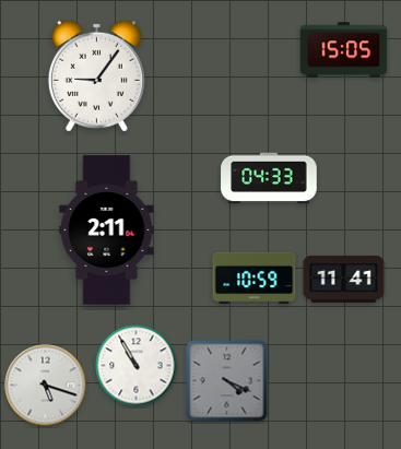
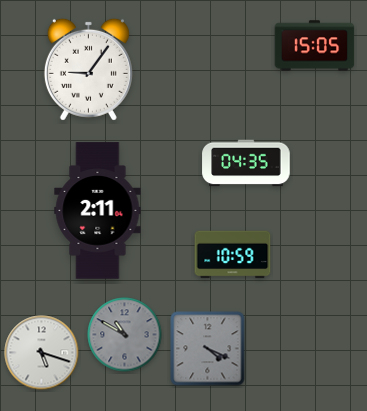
clock at (269, 178): 04:33 -> 04:35
clock at (344, 279): 11:41 -> none
clock at (137, 366): 10:55 -> 10:50
clock at (137, 366) dial: white -> grey
